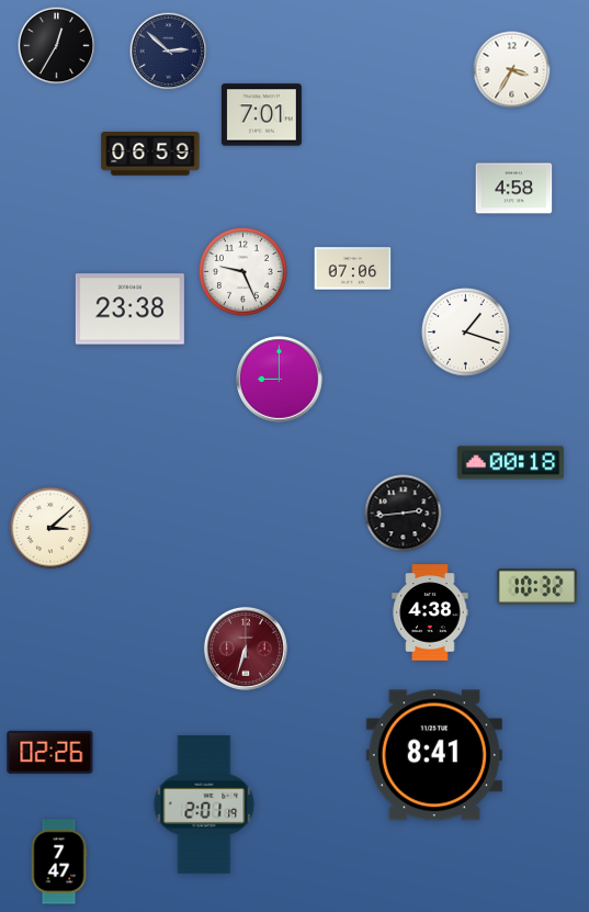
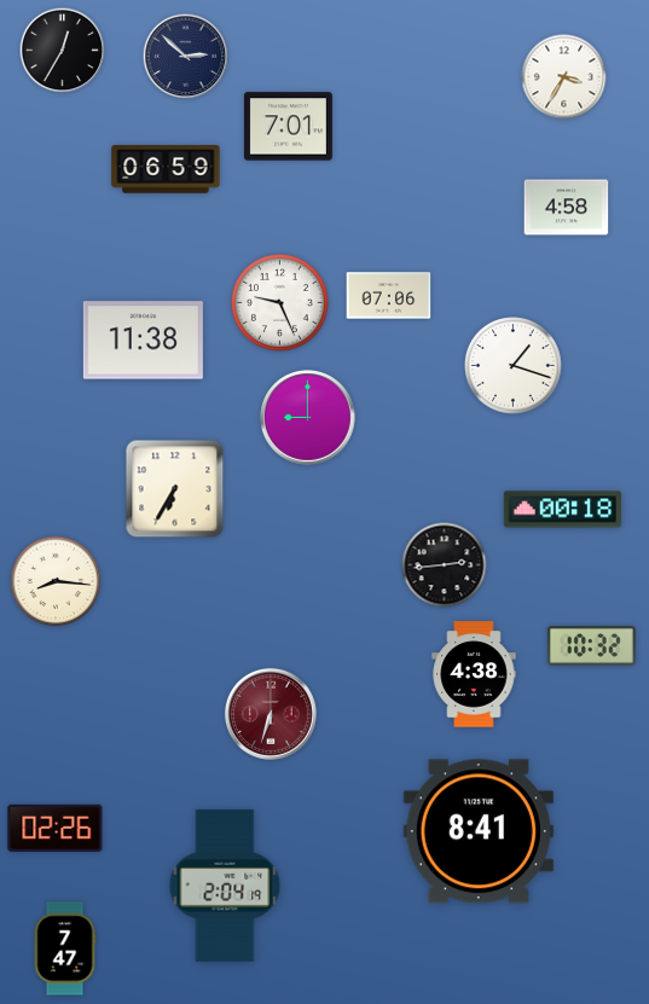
clock at (243, 272) position: (243, 272) -> (280, 303)
clock at (129, 309): 23:38 -> 11:38
clock at (175, 489): none -> 6:35
clock at (50, 528): 3:08 -> 8:16
clock at (204, 804): 2:01 -> 2:04
